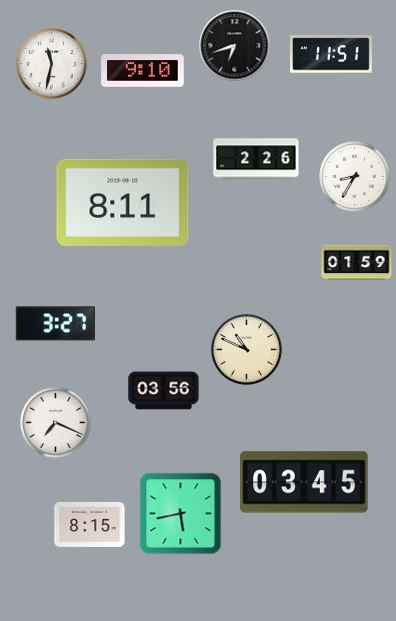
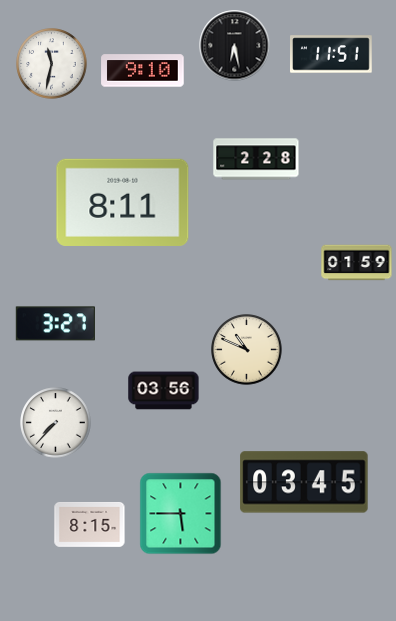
clock at (235, 46): 6:42 -> 6:28
clock at (256, 159): 2:26 -> 2:28
clock at (355, 177): 8:35 -> none
clock at (56, 423): 7:19 -> 7:37
clock at (181, 514): 5:43 -> 5:45
